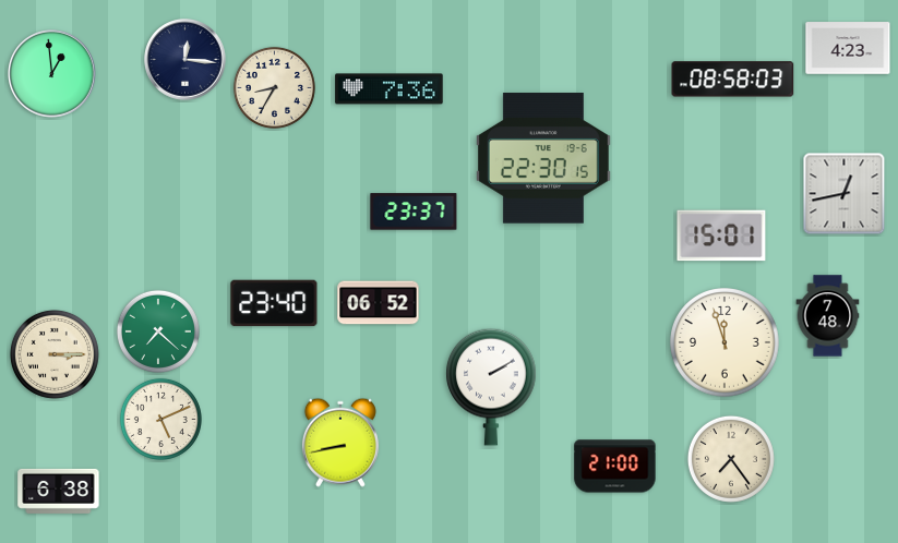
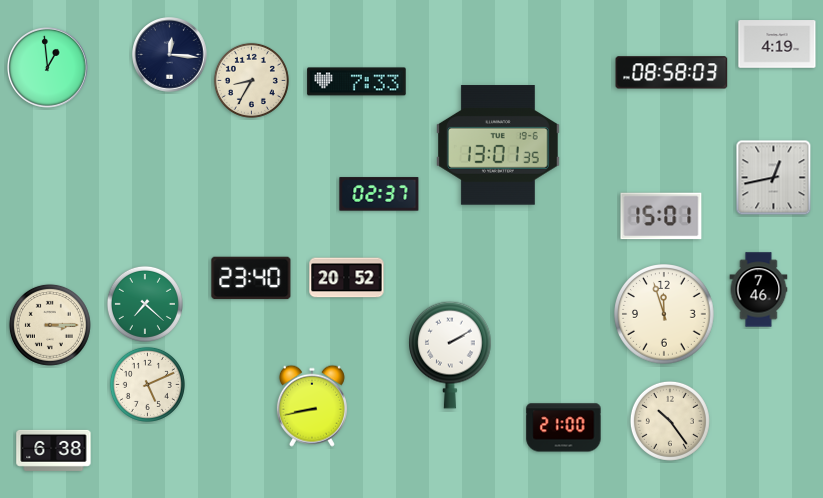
clock at (848, 48): 4:23 -> 4:19
clock at (390, 89): 7:36 -> 7:33
clock at (544, 158): 22:30 -> 13:01
clock at (414, 212): 23:37 -> 02:37
clock at (379, 303): 06:52 -> 20:52
clock at (828, 316): 7:48 -> 7:46
clock at (731, 459): 7:24 -> 10:24
